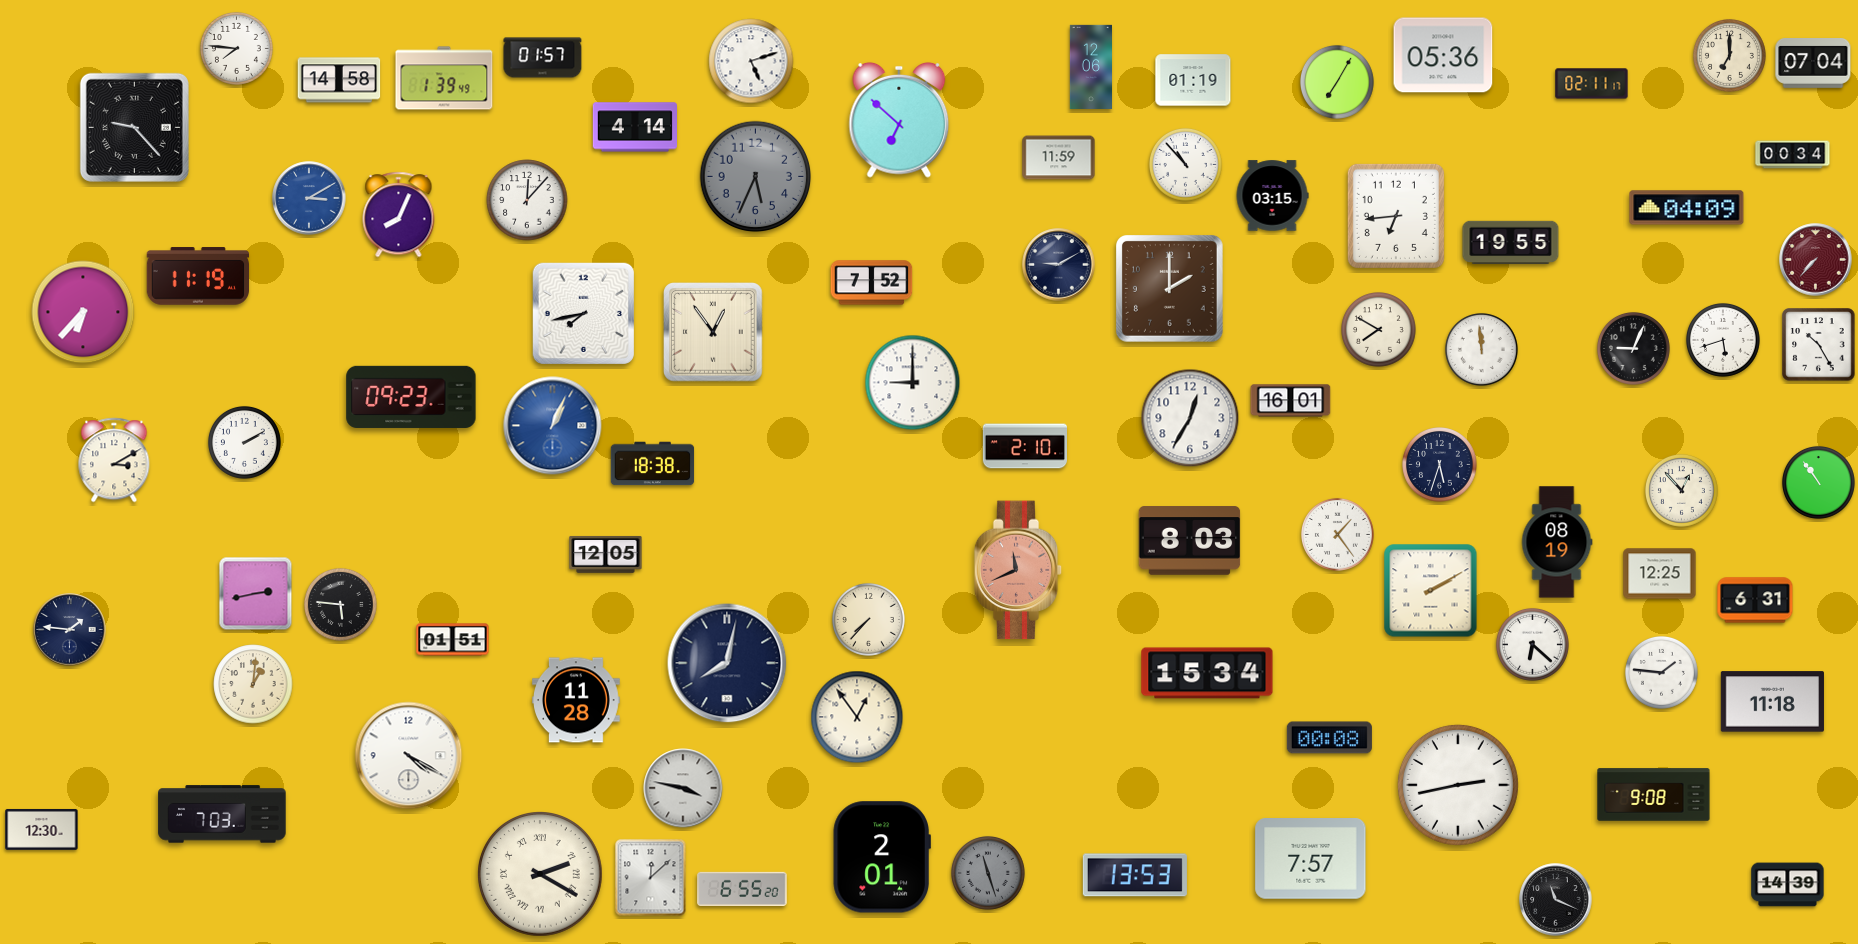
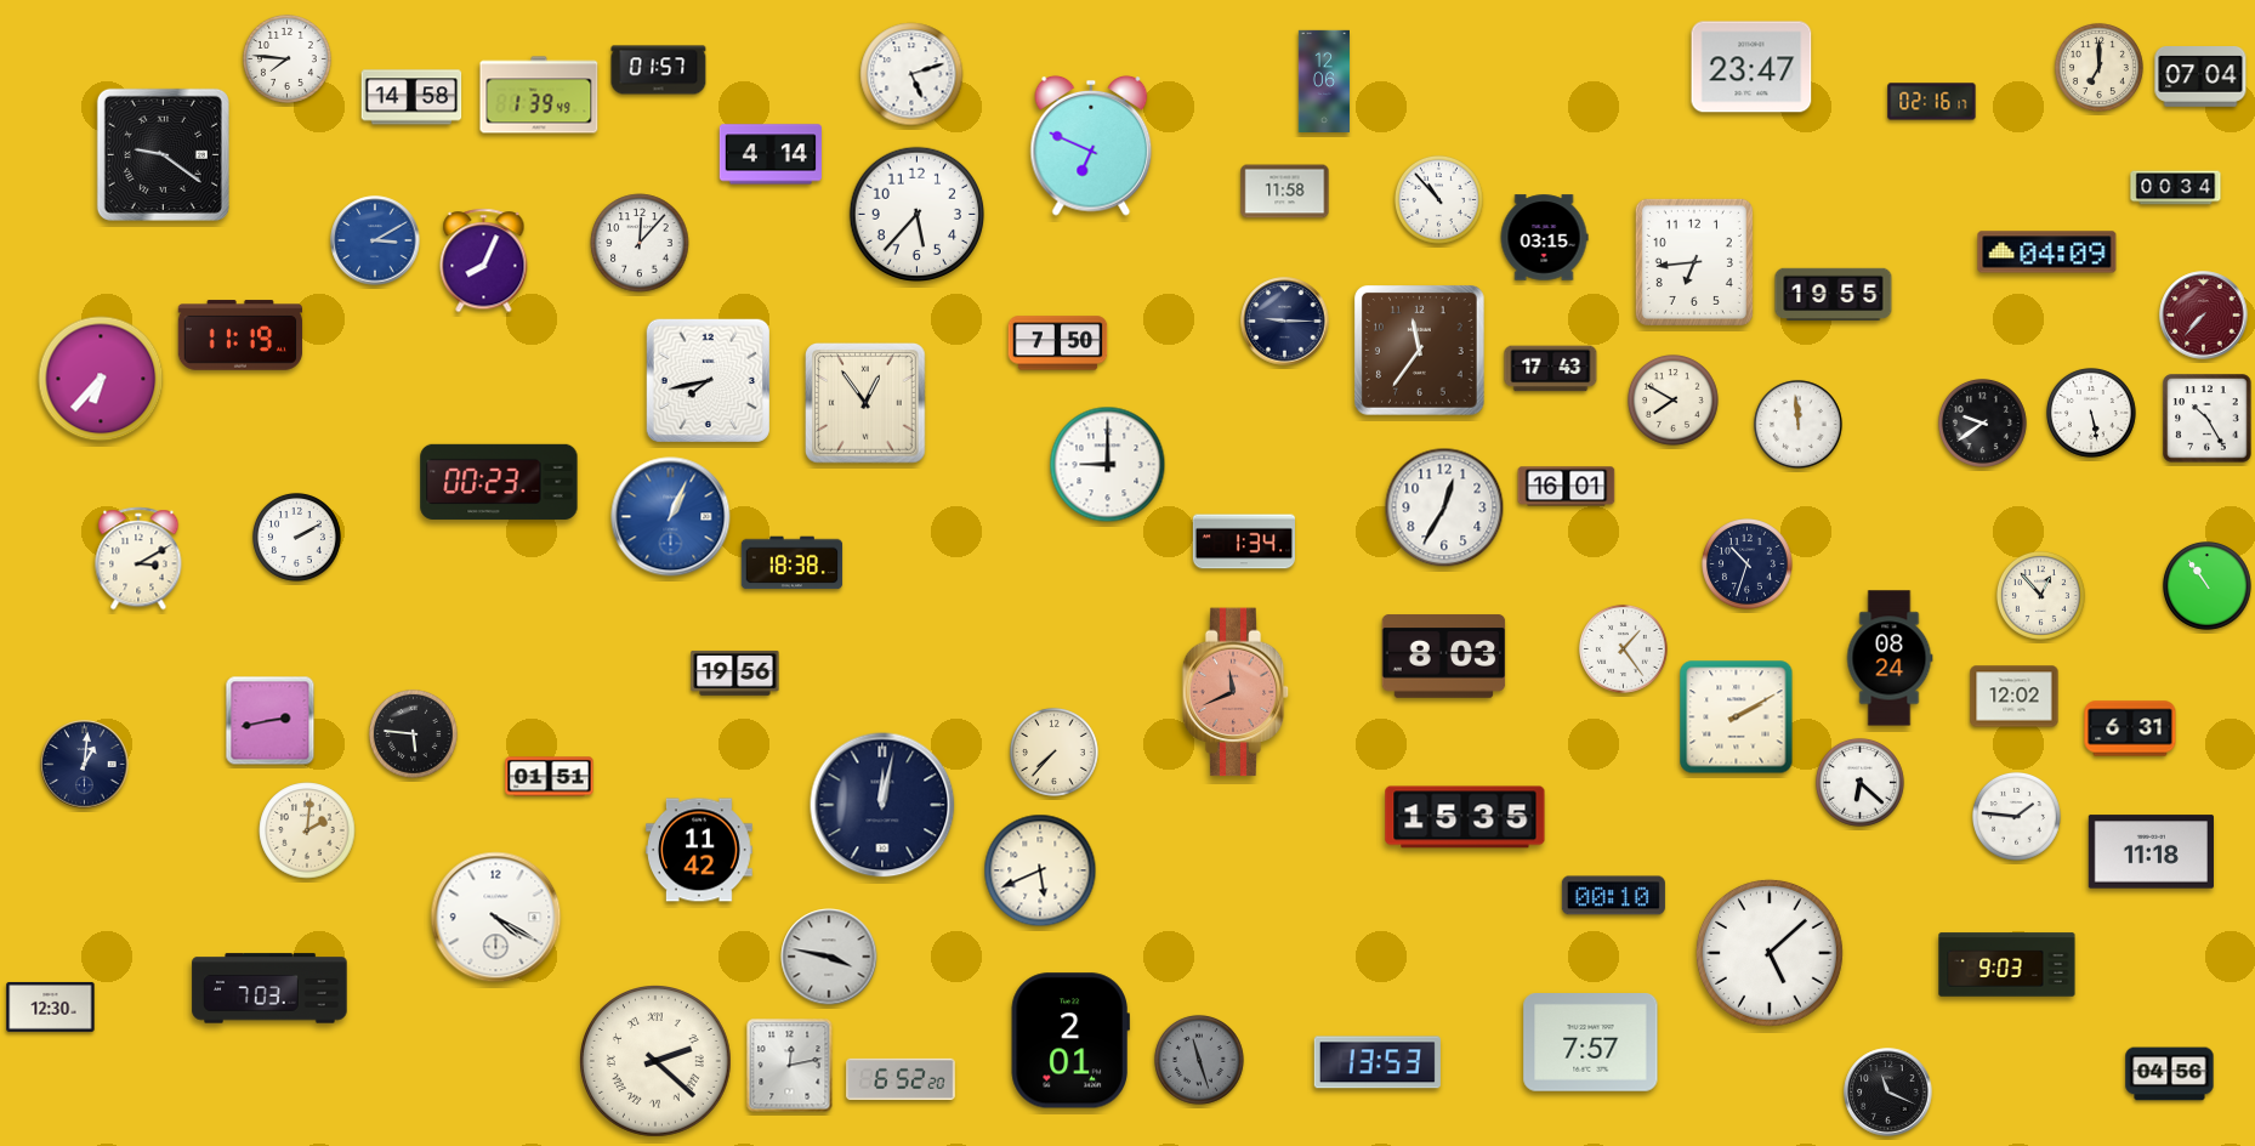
clock at (1443, 55): 05:36 -> 23:47
clock at (1193, 80): 01:19 -> none
clock at (1337, 82): 7:05 -> none
clock at (1592, 84): 02:11 -> 02:16
clock at (899, 120): 6:52 -> 6:49
clock at (134, 127): 9:23 -> 9:21
clock at (1059, 158): 11:59 -> 11:58
clock at (756, 177): 5:34 -> 5:37
clock at (756, 177) dial: grey -> white
clock at (1059, 265): 9:10 -> 9:15
clock at (872, 283): 7:52 -> 7:50
clock at (1170, 289): 2:00 -> 11:36
clock at (1551, 369): none -> 17:43
clock at (1723, 340): 5:42 -> 5:28
clock at (1633, 348): 9:04 -> 9:39
clock at (411, 397): 09:23 -> 00:23
clock at (1024, 446): 2:10 -> 1:34
clock at (1440, 465): 5:33 -> 10:33
clock at (1557, 542): 08:19 -> 08:24
clock at (606, 554): 12:05 -> 19:56
clock at (1660, 574): 12:25 -> 12:02
clock at (256, 594) position: (256, 594) -> (271, 721)
clock at (70, 630): 1:46 -> 1:01
clock at (727, 663): 8:02 -> 12:02
clock at (1207, 673): 15:34 -> 15:35
clock at (253, 684): 1:01 -> 2:01
clock at (577, 700): 11:28 -> 11:42
clock at (857, 717): 12:54 -> 5:41
clock at (1329, 738): 00:08 -> 00:10
clock at (1458, 785): 2:43 -> 5:08
clock at (1654, 795): 9:08 -> 9:03
clock at (541, 875): 2:20 -> 2:22
clock at (651, 878): 12:08 -> 12:13
clock at (1788, 885): 14:39 -> 04:56
clock at (742, 888): 6:55 -> 6:52
